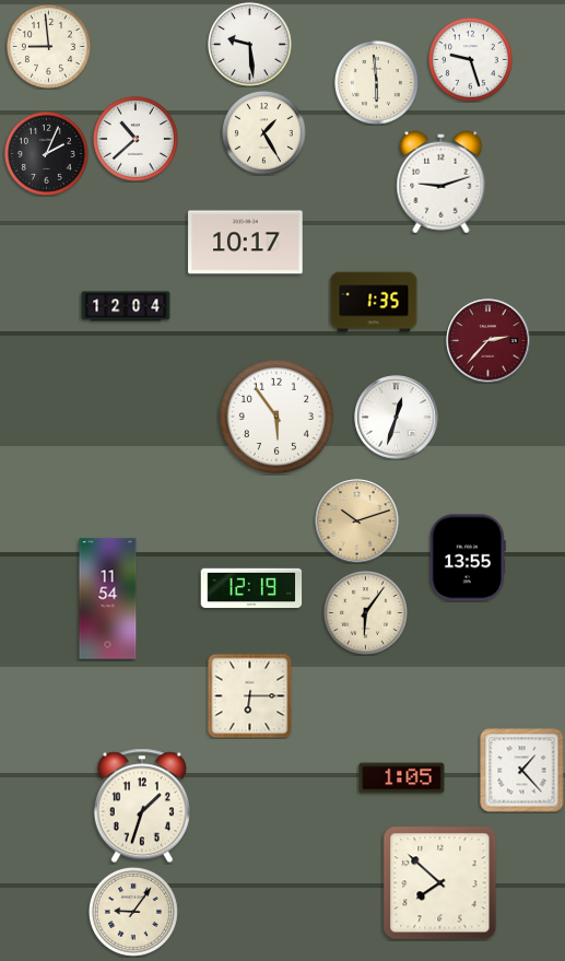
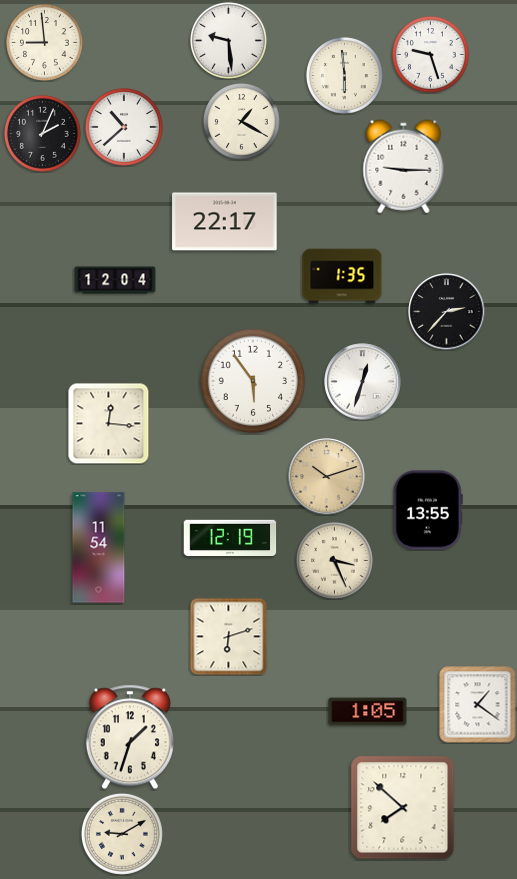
clock at (264, 133): 1:25 -> 1:20
clock at (47, 154) position: (47, 154) -> (43, 134)
clock at (442, 183): 9:12 -> 9:15
clock at (246, 243): 10:17 -> 22:17
clock at (489, 341) dial: burgundy -> black
clock at (109, 424): none -> 12:16
clock at (366, 613): 6:06 -> 3:26
clock at (249, 695): 6:15 -> 6:12
clock at (522, 771): 1:23 -> 1:21
clock at (133, 912): 9:06 -> 9:10
